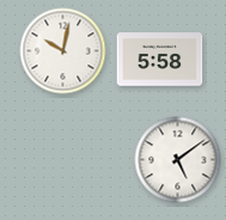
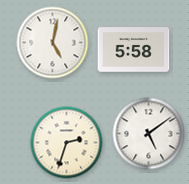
clock at (63, 51): 10:02 -> 5:02
clock at (67, 143): none -> 2:33
